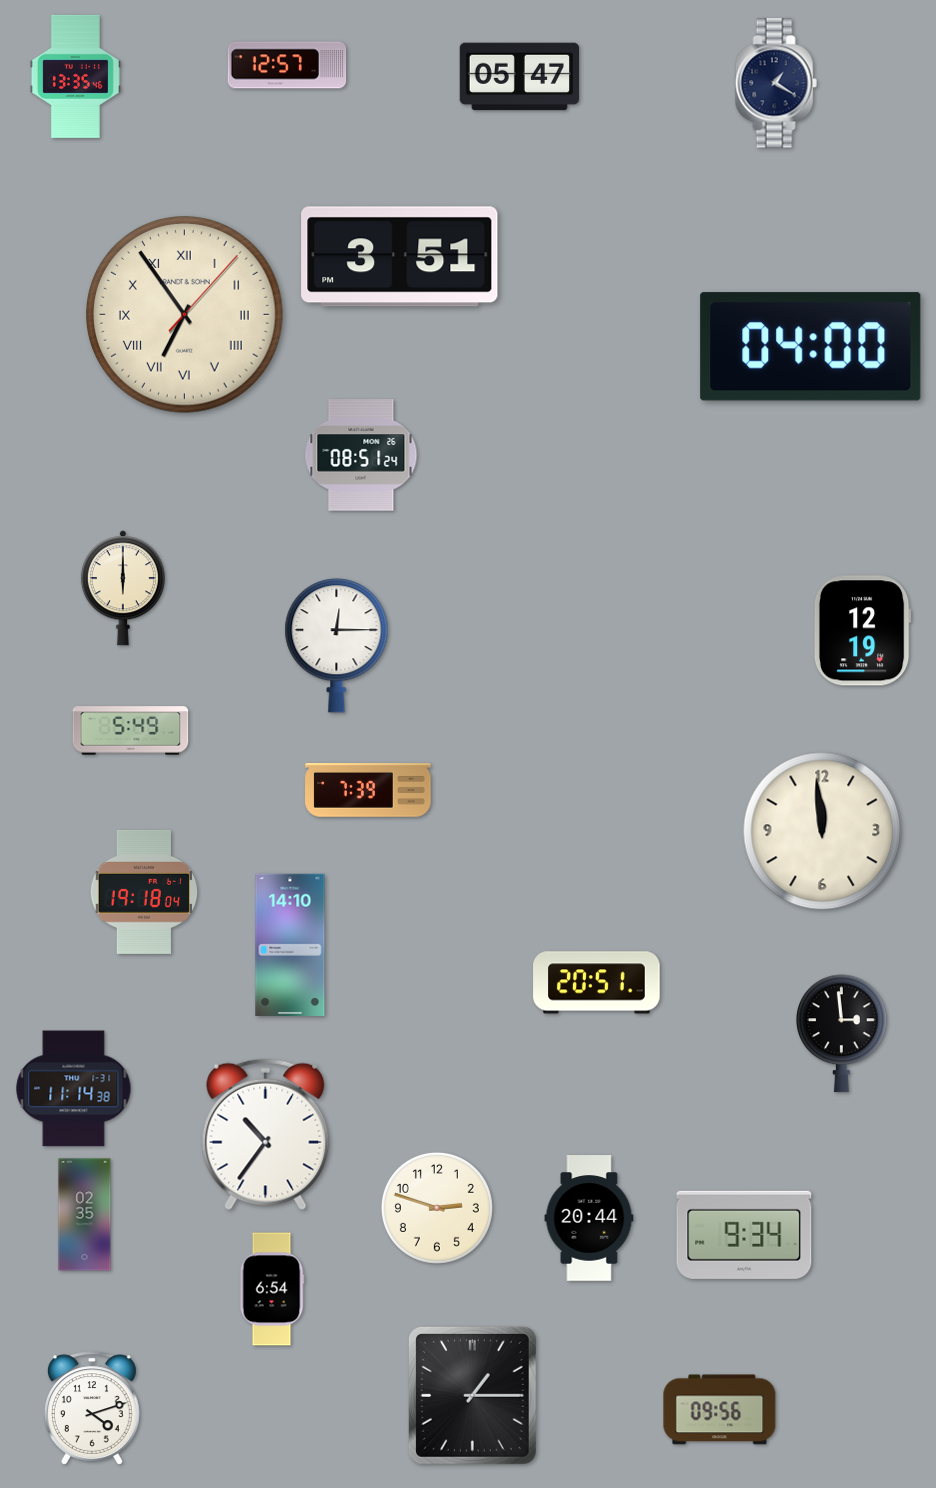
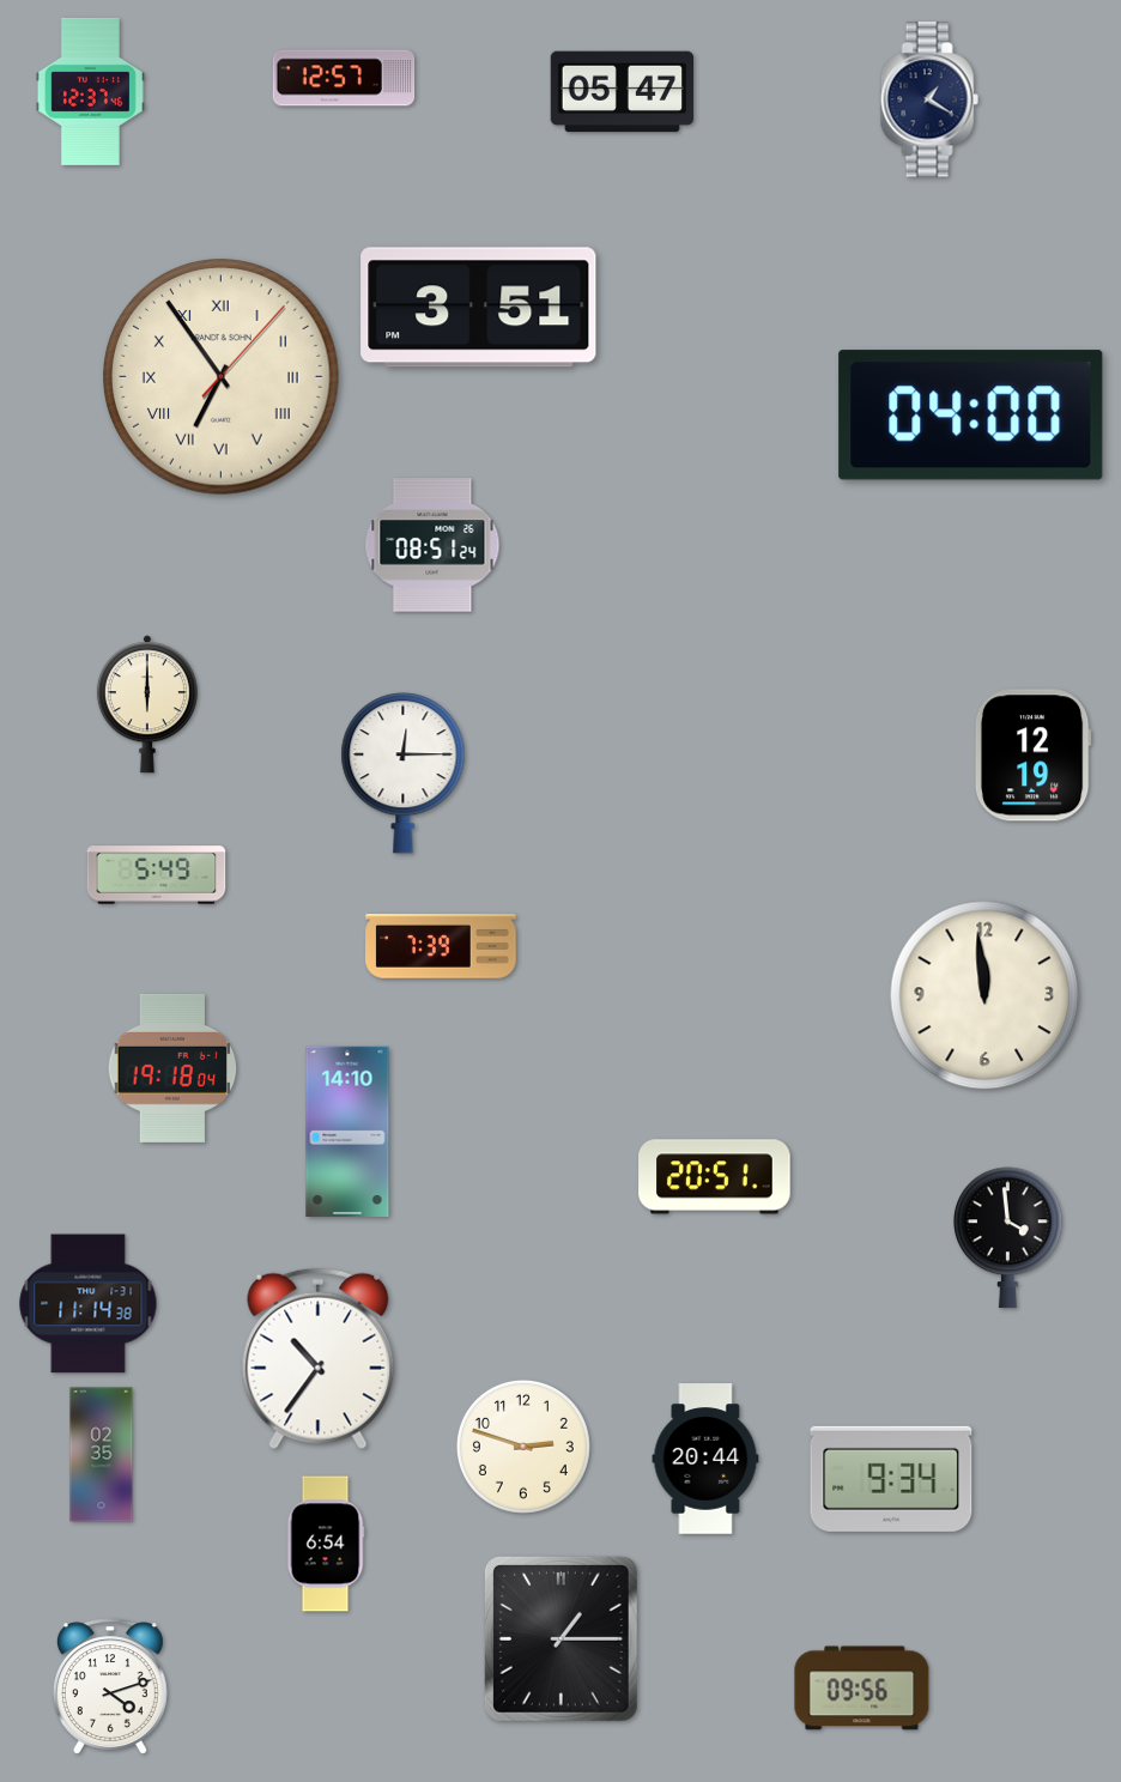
clock at (75, 76): 13:35 -> 12:37
clock at (841, 1034): 2:59 -> 3:59
clock at (472, 1395) position: (472, 1395) -> (560, 1638)
